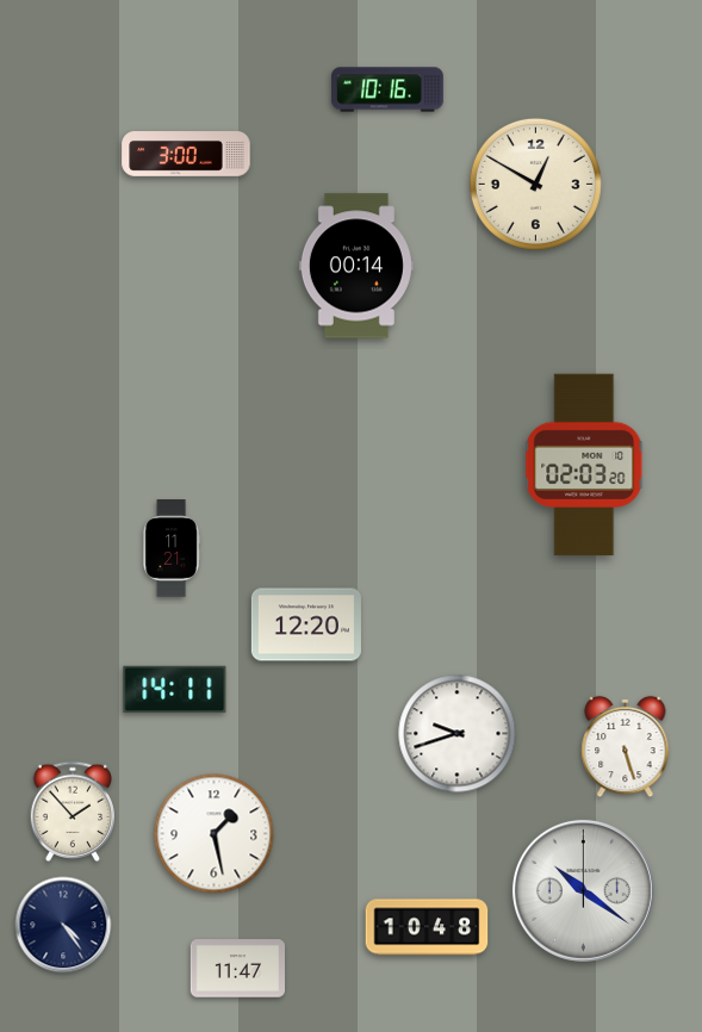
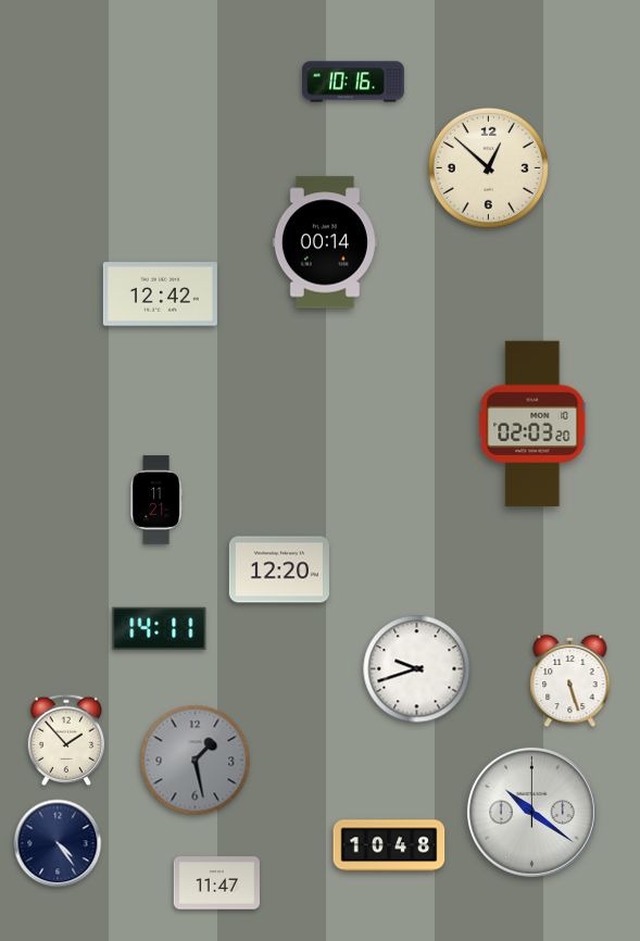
clock at (186, 154): 3:00 -> none
clock at (535, 184): 12:50 -> 12:52
clock at (160, 294): none -> 12:42
clock at (215, 834) dial: white -> grey
